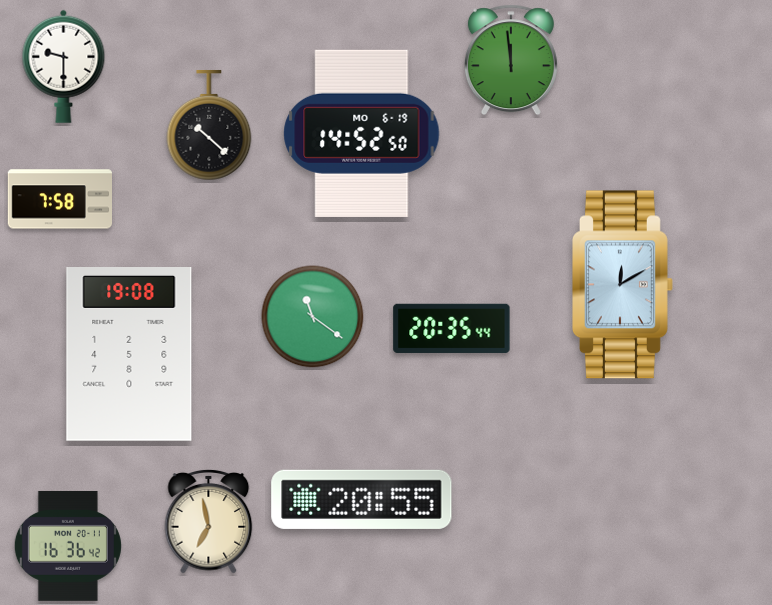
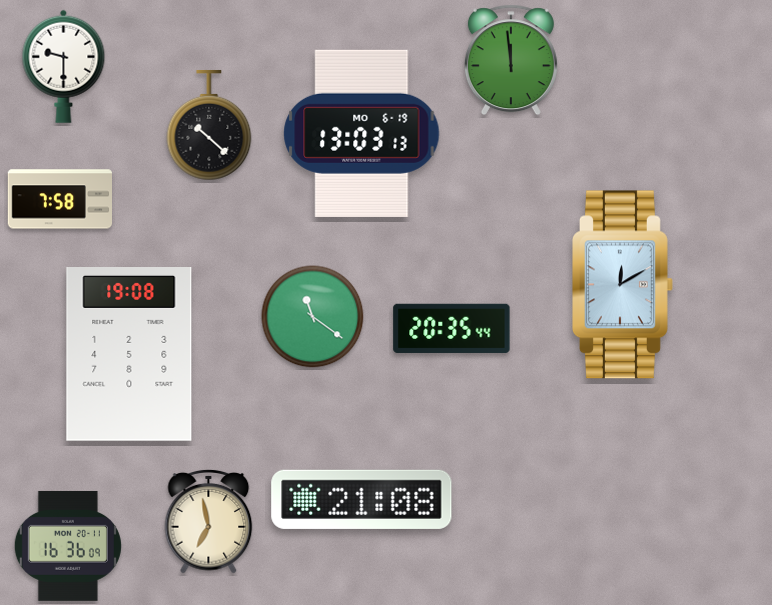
clock at (362, 133): 14:52 -> 13:03
clock at (362, 499): 20:55 -> 21:08
clock at (68, 546): 16:36:42 -> 16:36:09
